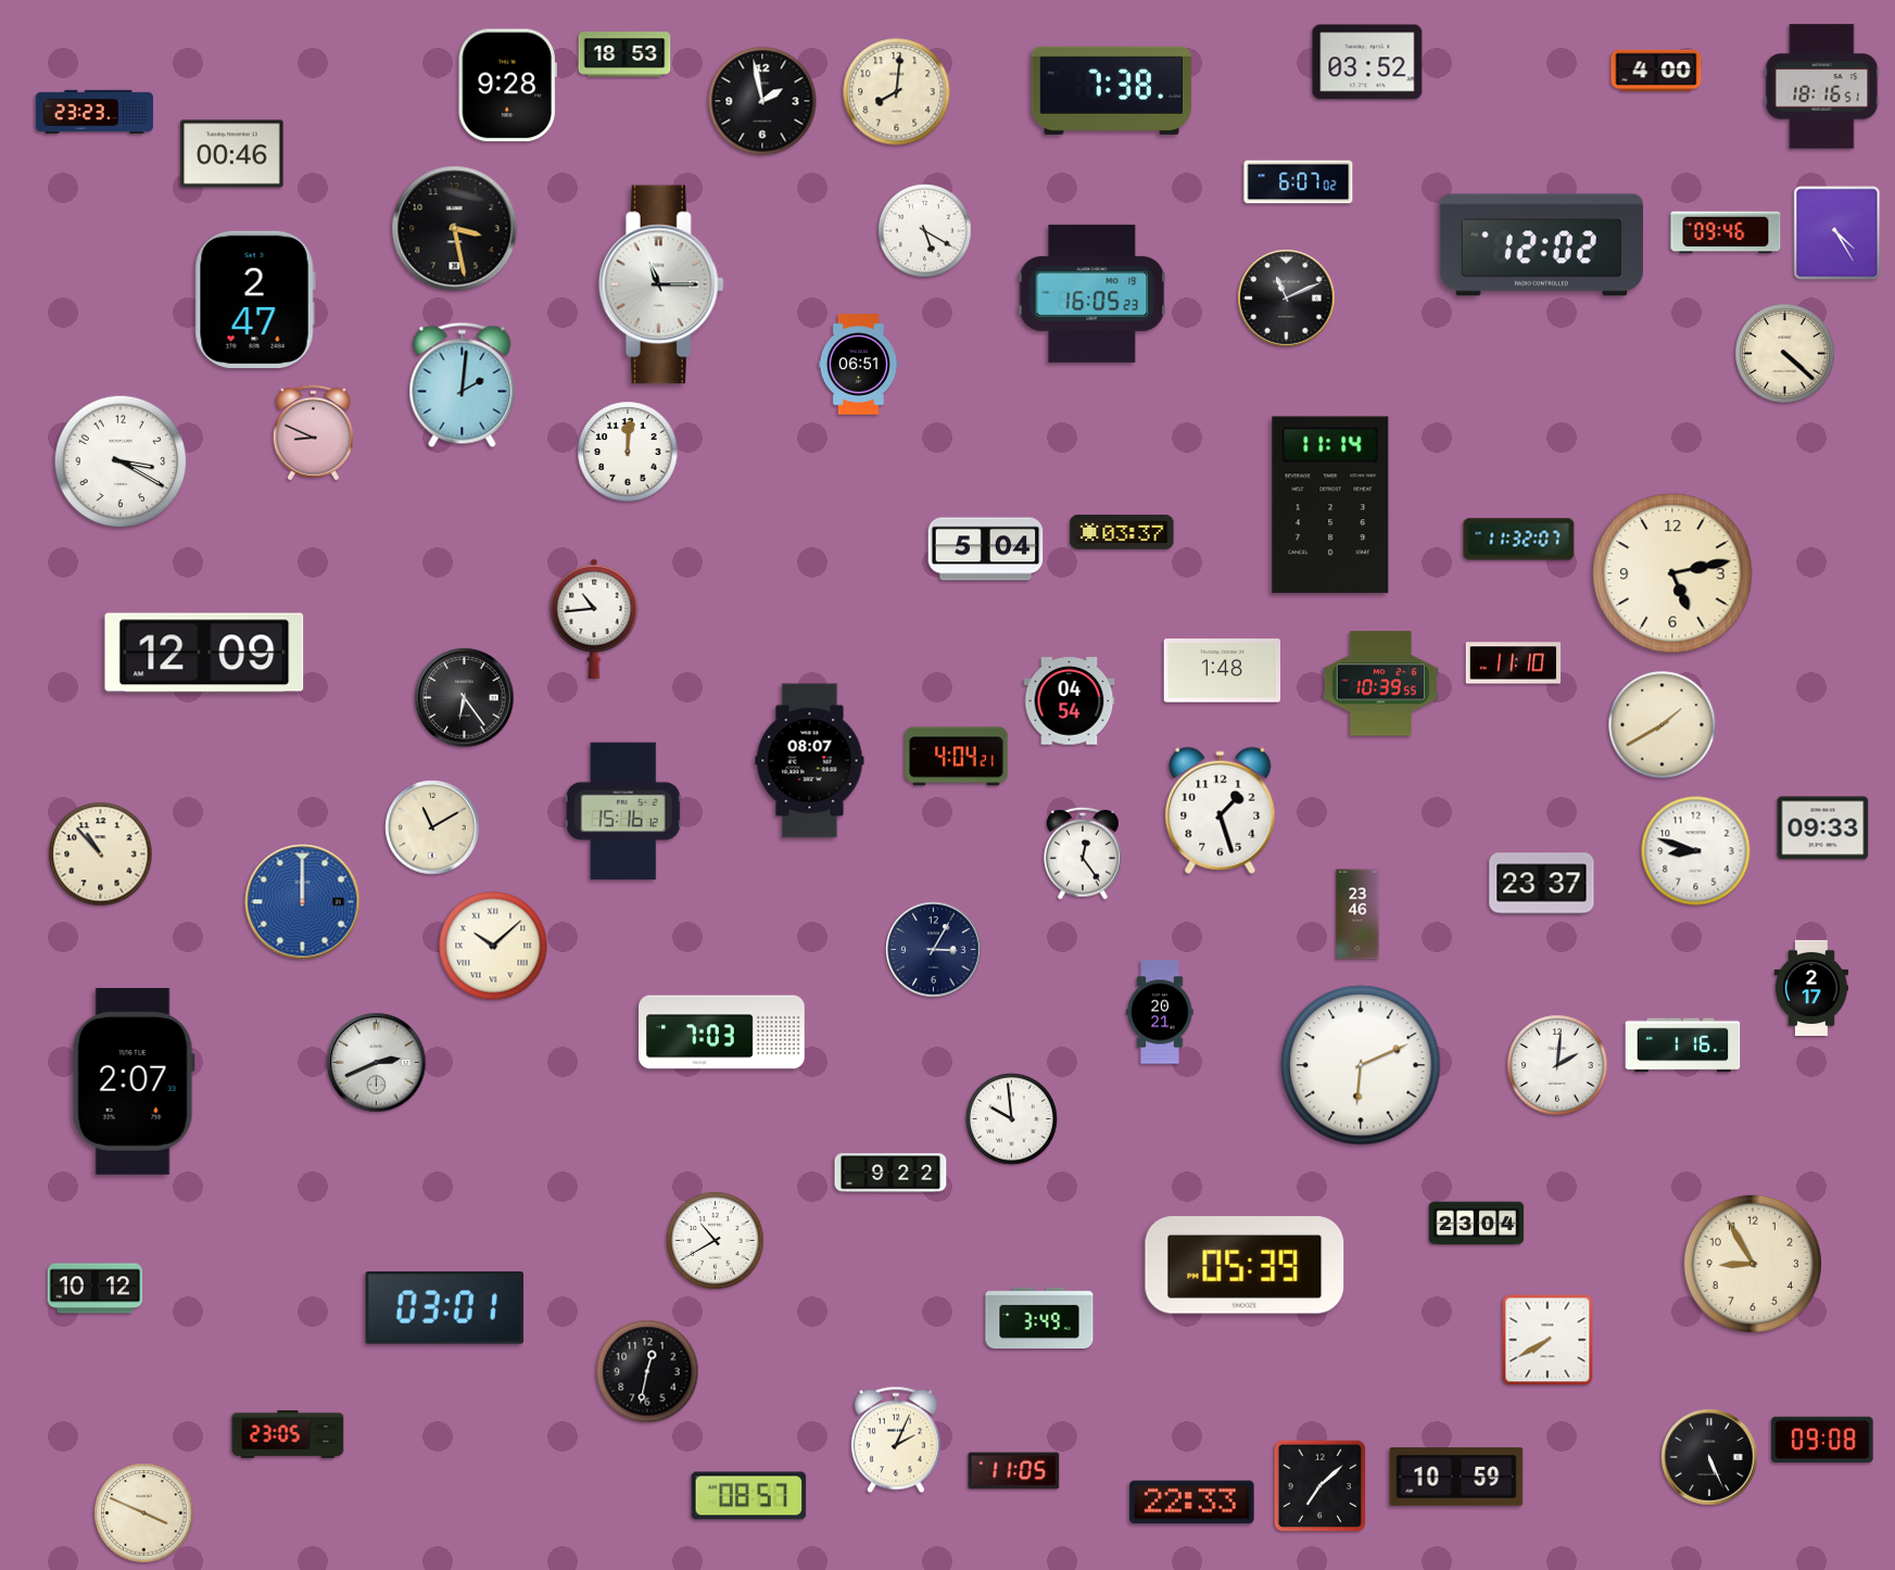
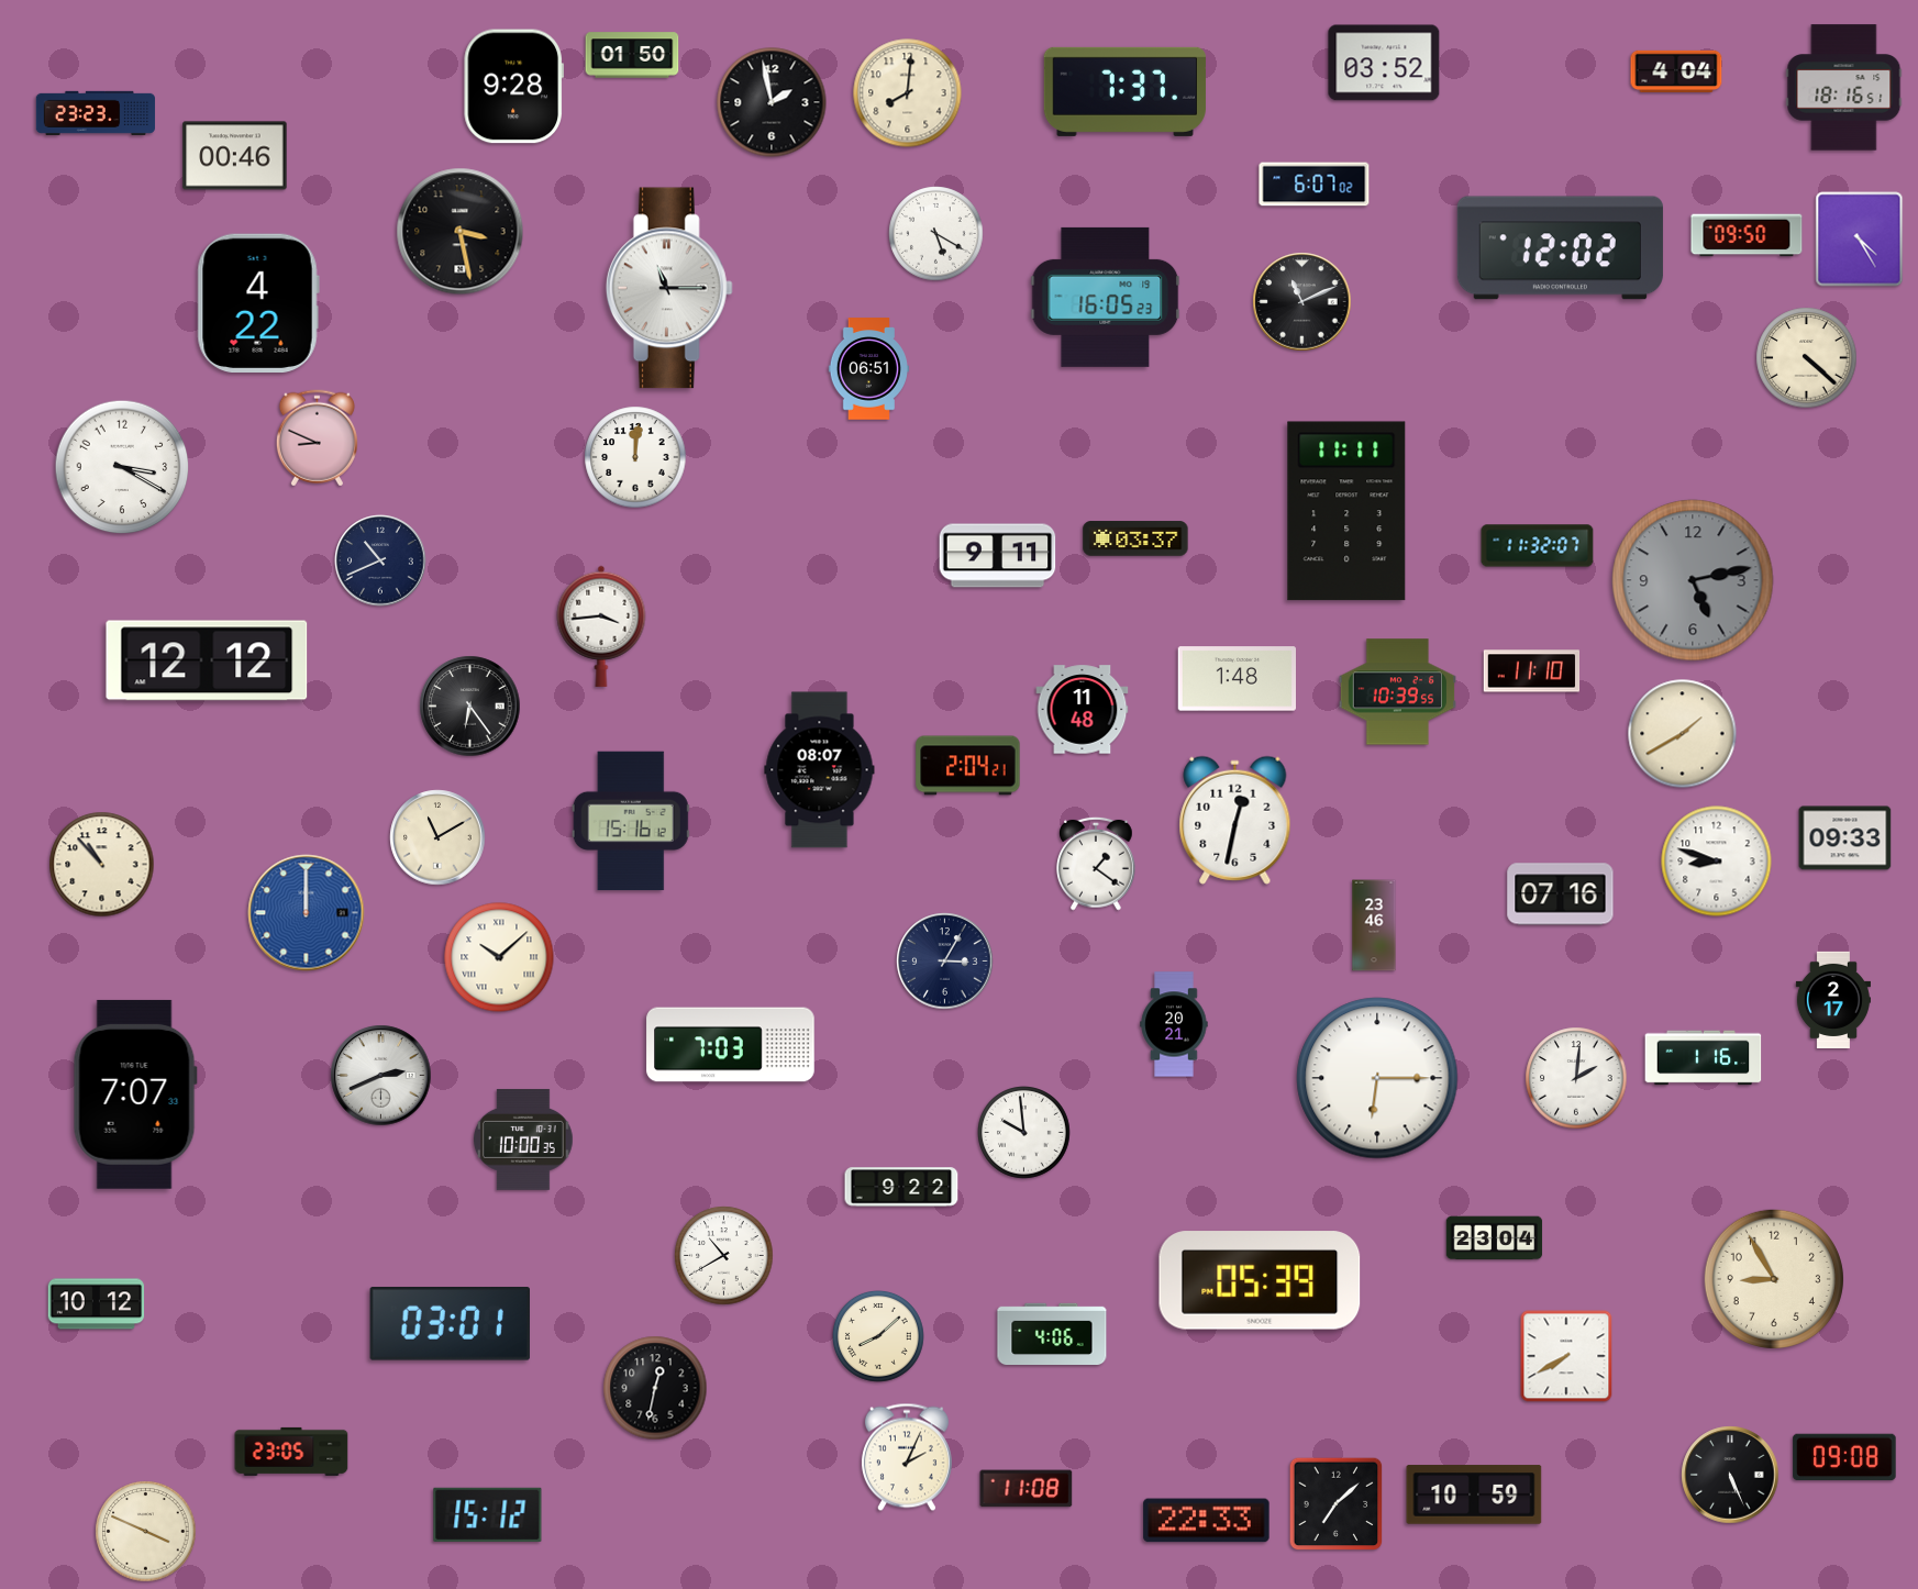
clock at (624, 54): 18:53 -> 01:50
clock at (1656, 69): 4:00 -> 4:04
clock at (1111, 90): 7:38 -> 7:37
clock at (1726, 232): 09:46 -> 09:50
clock at (1837, 233) position: (1837, 233) -> (1860, 240)
clock at (255, 299): 2:47 -> 4:22
clock at (463, 385): 2:01 -> none
clock at (1330, 505): 11:14 -> 11:11
clock at (986, 549): 5:04 -> 9:11
clock at (380, 560): none -> 10:41
clock at (1672, 573) dial: cream -> grey
clock at (594, 619): 10:44 -> 3:44
clock at (204, 653): 12:09 -> 12:12
clock at (1070, 701): 04:54 -> 11:48
clock at (957, 757): 4:04 -> 2:04
clock at (1221, 810): 1:27 -> 12:32
clock at (1084, 853): 12:24 -> 1:21
clock at (1542, 884): 23:37 -> 07:16
clock at (1361, 1065): 6:11 -> 6:15
clock at (134, 1081): 2:07 -> 7:07
clock at (523, 1140): none -> 10:00
clock at (1039, 1317): 3:49 -> 4:06
clock at (879, 1337): none -> 8:08
clock at (1014, 1471): 11:05 -> 11:08
clock at (488, 1514): none -> 15:12
clock at (749, 1496): 08:57 -> none
